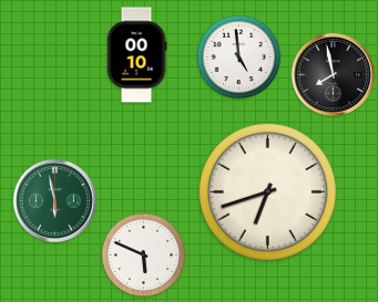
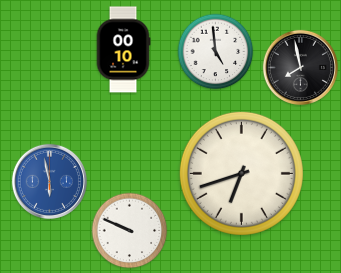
clock at (54, 200) dial: green -> blue
clock at (144, 256): 5:49 -> 9:49
